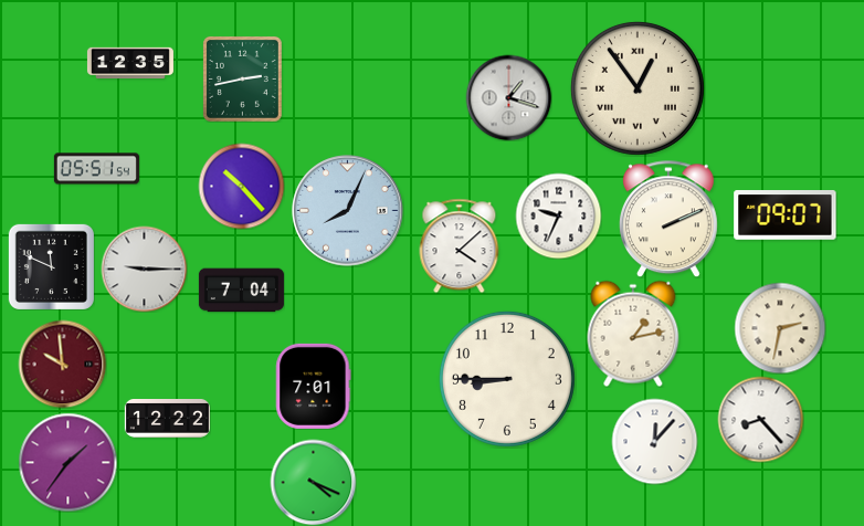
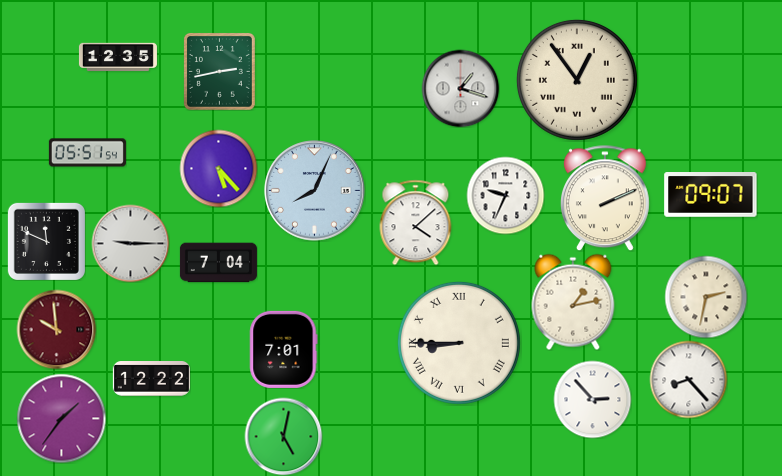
clock at (241, 186): 10:23 -> 5:23
clock at (507, 379) numerals: Arabic -> Roman
clock at (654, 441): 12:07 -> 2:53
clock at (313, 482): 4:19 -> 5:02
